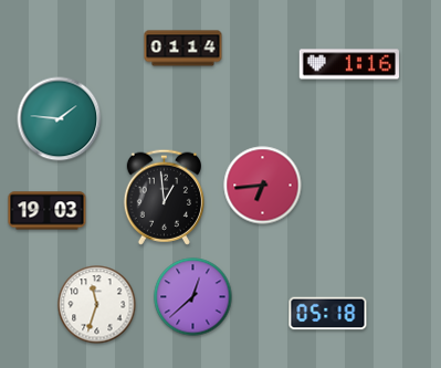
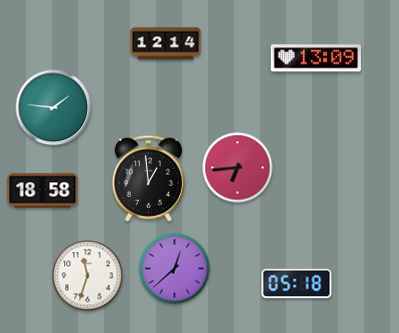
clock at (183, 49): 01:14 -> 12:14
clock at (349, 64): 1:16 -> 13:09
clock at (48, 211): 19:03 -> 18:58
